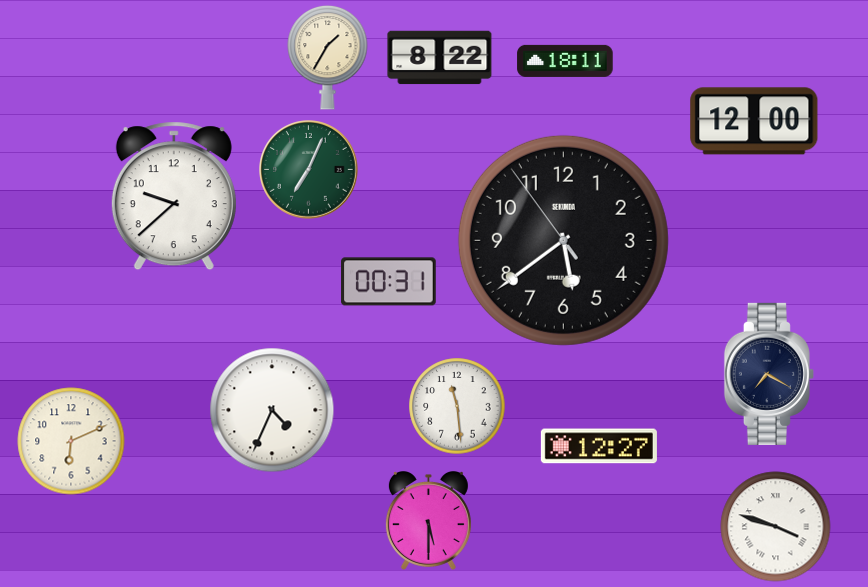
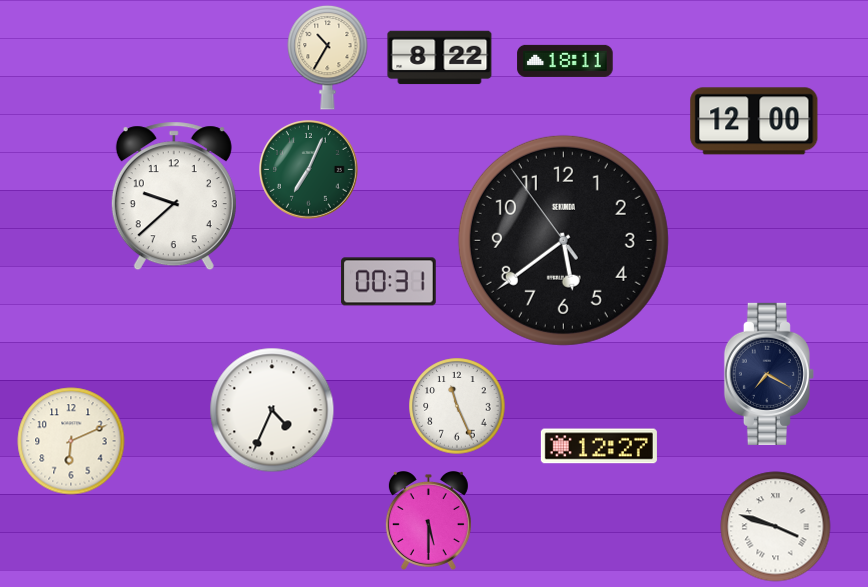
clock at (328, 57): 1:35 -> 10:35
clock at (457, 406): 11:29 -> 11:26
